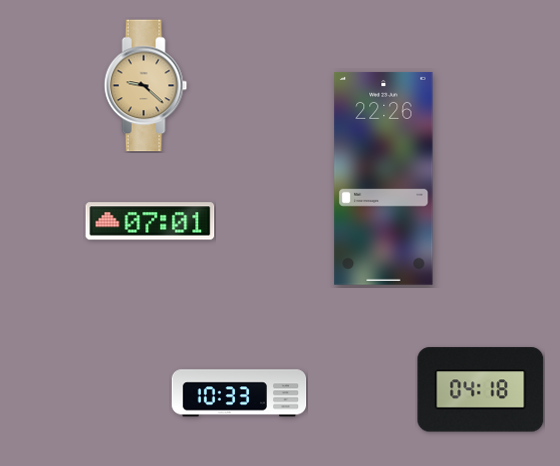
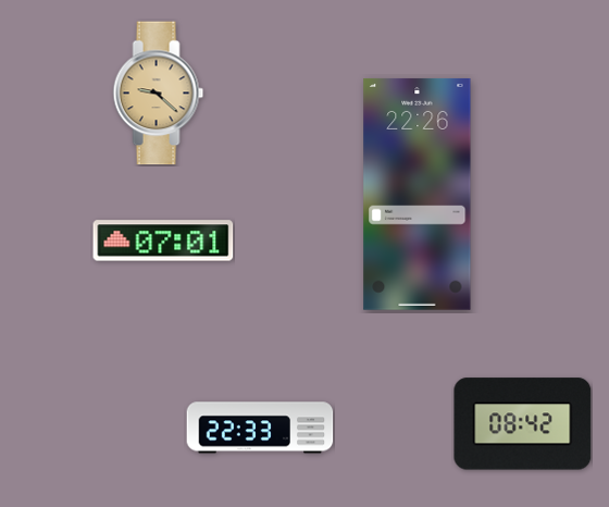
clock at (481, 390): 04:18 -> 08:42
clock at (239, 393): 10:33 -> 22:33
